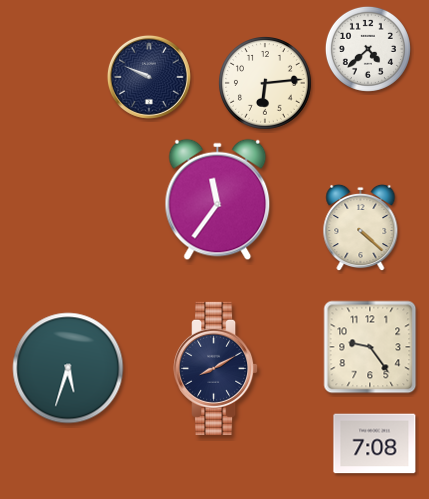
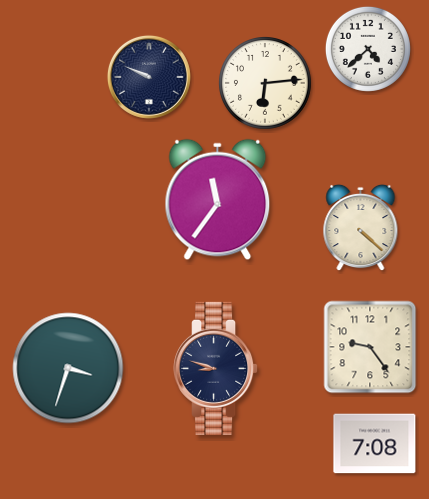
clock at (68, 368): 5:33 -> 3:33
clock at (216, 368): 8:10 -> 8:48
